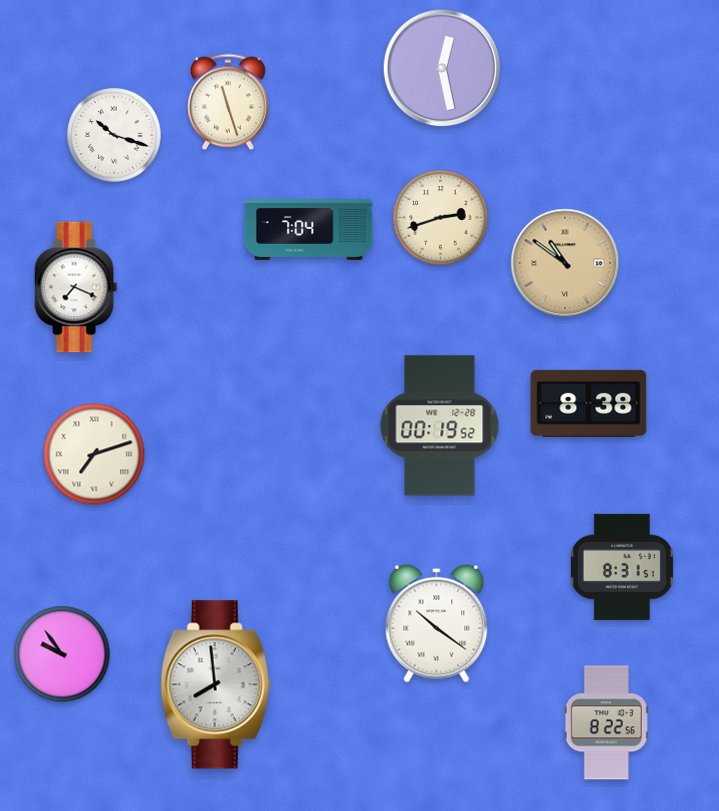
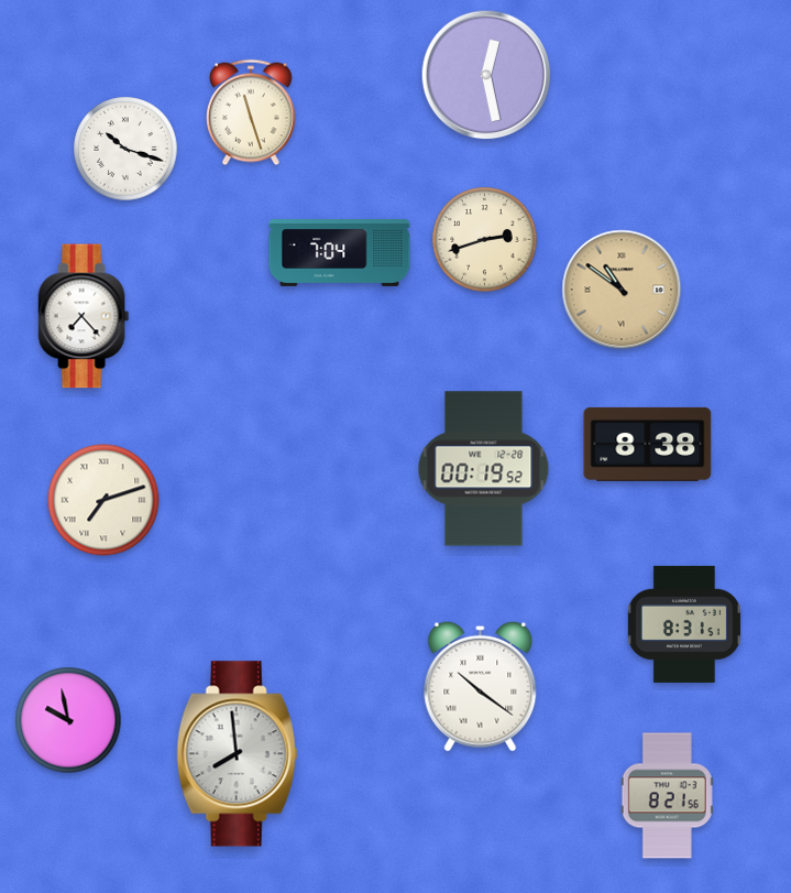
clock at (76, 287): 7:19 -> 7:23
clock at (62, 654): 9:54 -> 9:58
clock at (606, 723): 8:22 -> 8:21
